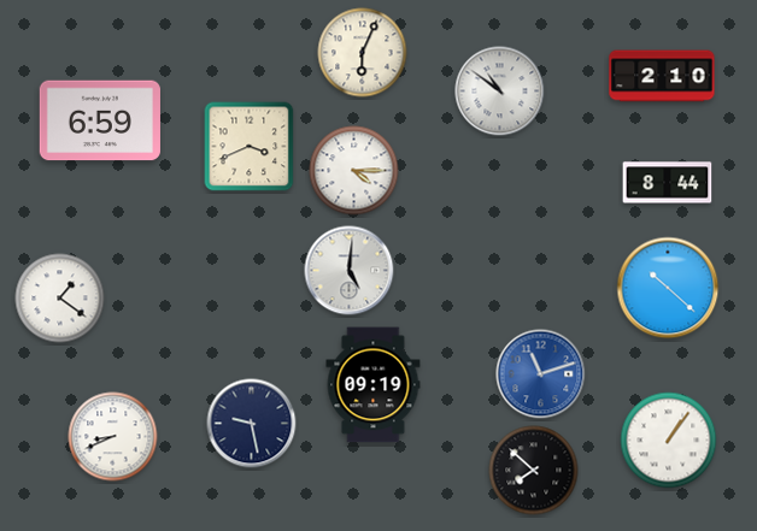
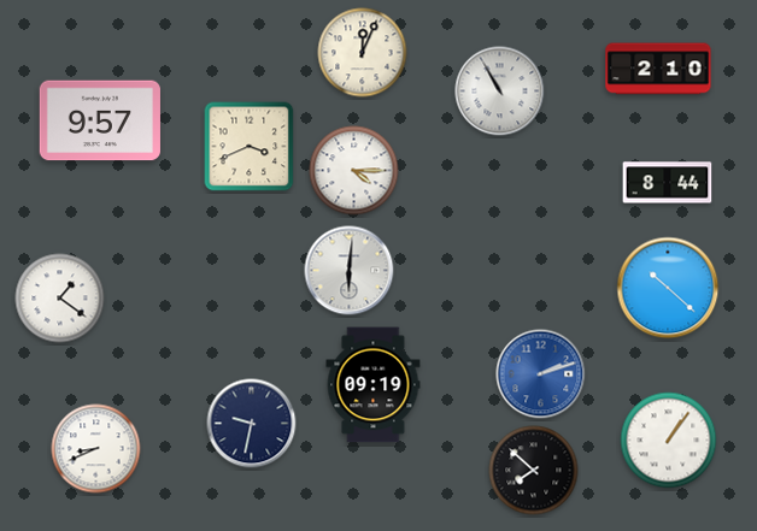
clock at (363, 53): 6:04 -> 12:04
clock at (662, 76) position: (662, 76) -> (658, 69)
clock at (500, 92): 10:51 -> 10:55
clock at (100, 120): 6:59 -> 9:57
clock at (350, 271): 5:01 -> 6:01
clock at (541, 374): 11:12 -> 2:12
clock at (252, 424): 9:28 -> 9:32
clock at (113, 437) position: (113, 437) -> (96, 449)
